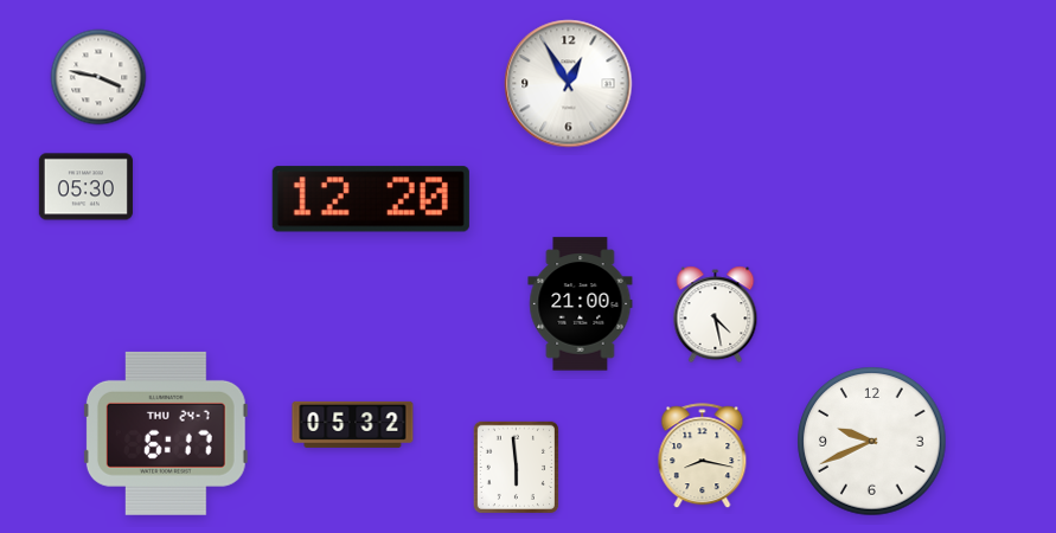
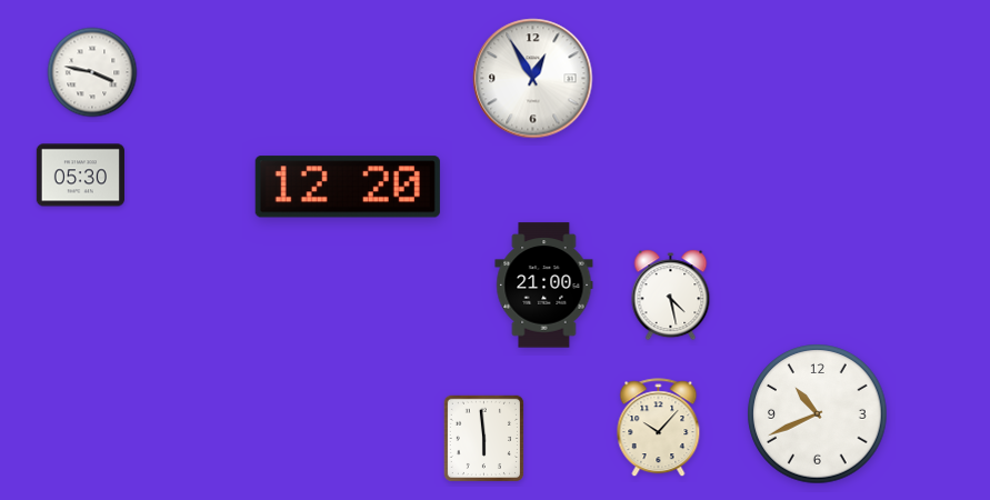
clock at (353, 424): 05:32 -> none
clock at (166, 434): 6:17 -> none
clock at (872, 442): 9:41 -> 10:41
clock at (703, 456): 8:17 -> 10:07
